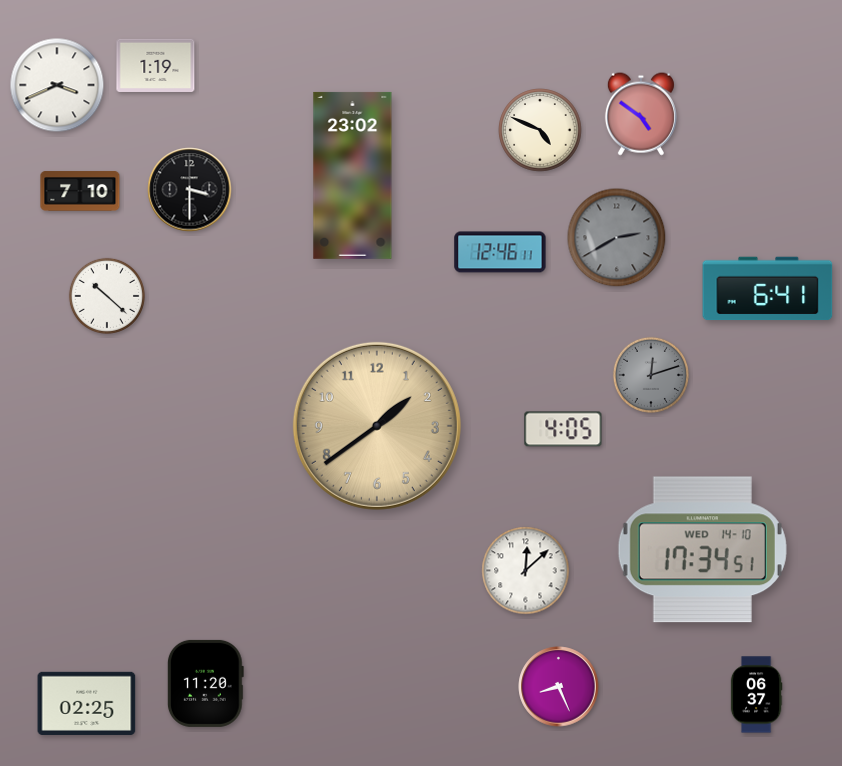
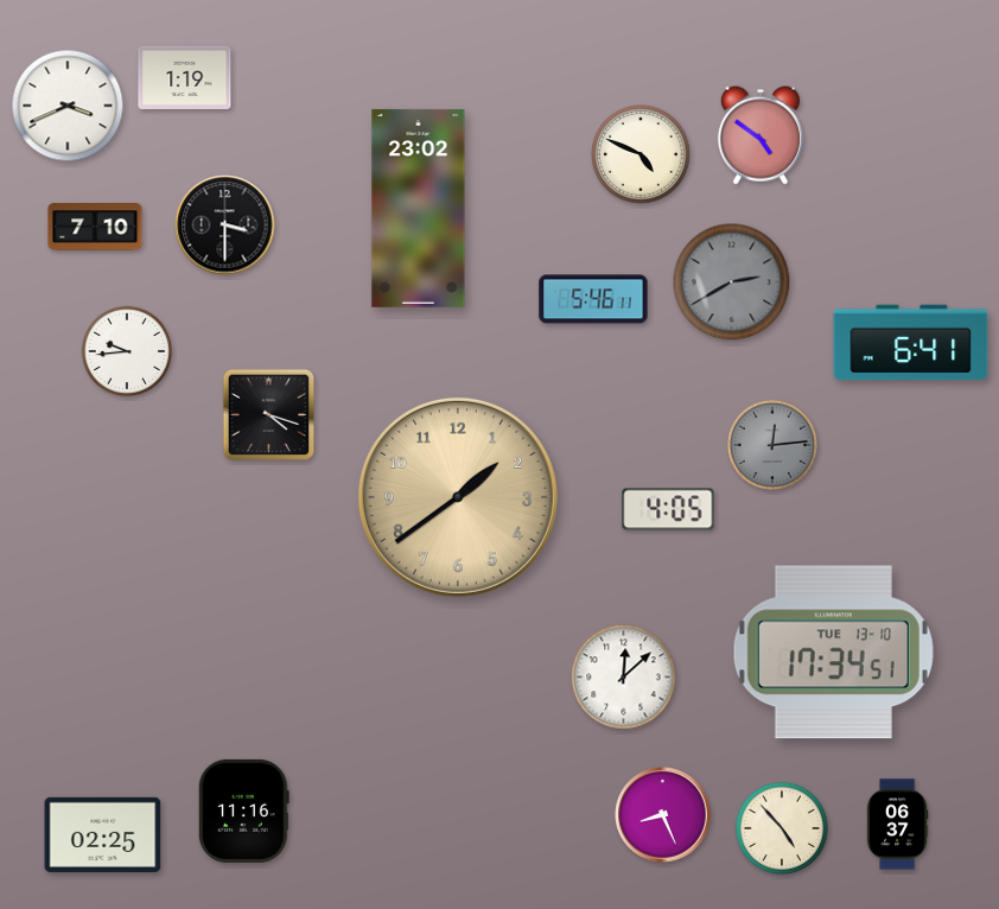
clock at (57, 85) position: (57, 85) -> (68, 106)
clock at (500, 252): 12:46 -> 5:46
clock at (107, 296): 10:22 -> 9:44
clock at (269, 415): none -> 4:18
clock at (651, 375): 12:12 -> 12:14
clock at (377, 426) position: (377, 426) -> (458, 497)
clock at (702, 550) date: WED 14-10 -> TUE 13-10
clock at (205, 683): 11:20 -> 11:16
clock at (782, 828): none -> 4:53
